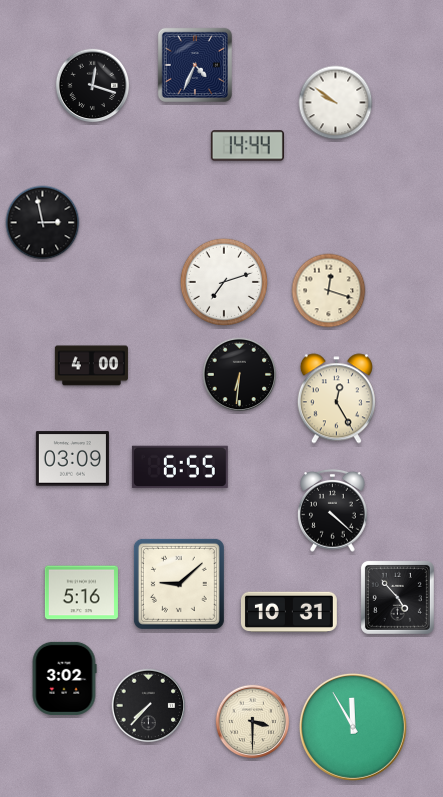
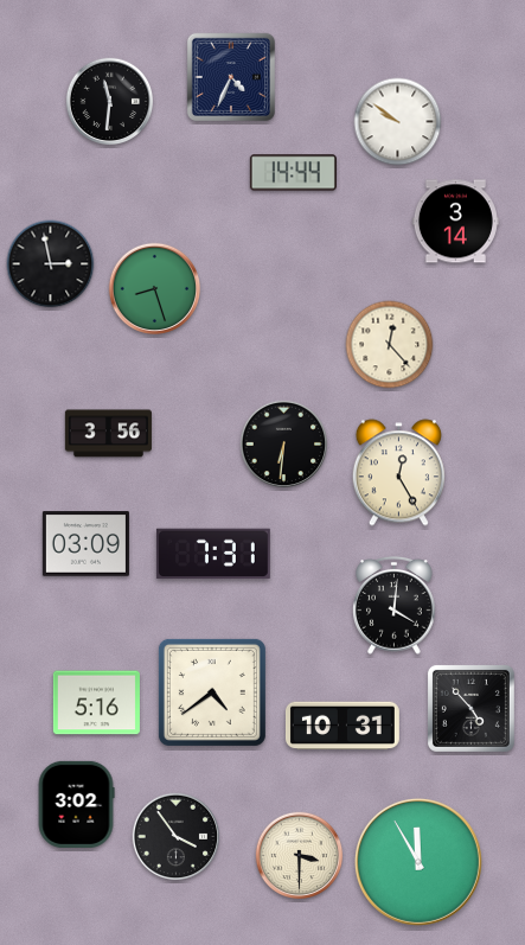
clock at (93, 86): 12:18 -> 11:31
clock at (455, 222): none -> 3:14
clock at (154, 288): none -> 8:27
clock at (224, 282): 7:12 -> none
clock at (329, 291): 12:18 -> 12:23
clock at (91, 366): 4:00 -> 3:56
clock at (180, 467): 6:55 -> 7:31
clock at (333, 511): 4:22 -> 4:01
clock at (179, 584): 9:08 -> 4:39
clock at (149, 706): 7:37 -> 3:54
